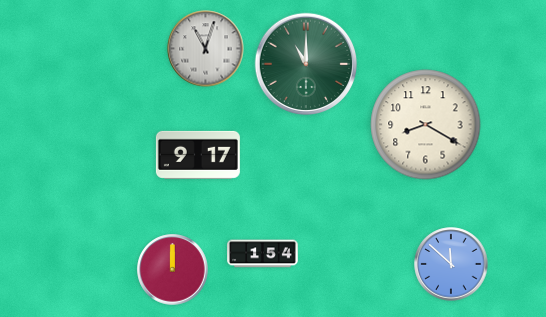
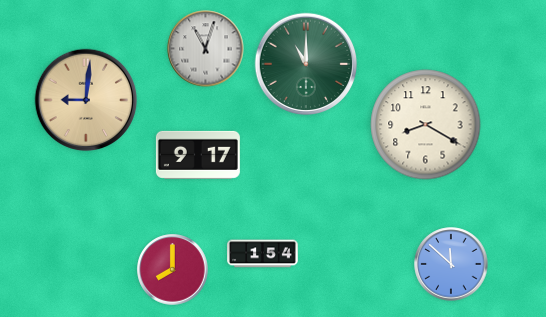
clock at (86, 100): none -> 9:01
clock at (173, 270): 12:00 -> 8:00
